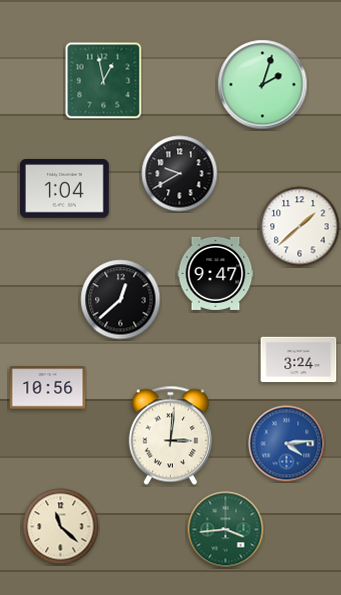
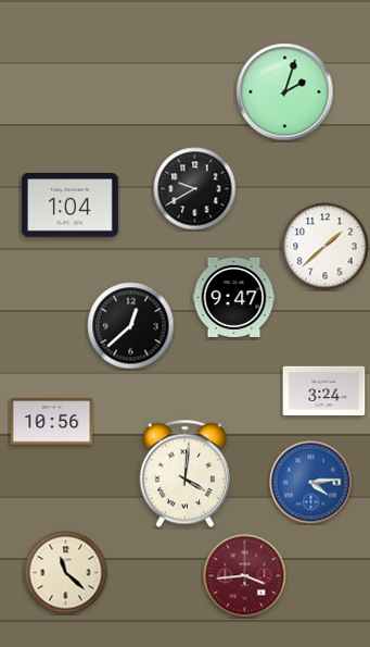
clock at (104, 81): 12:58 -> none
clock at (170, 436): 3:01 -> 4:01
clock at (226, 530) dial: green -> burgundy
